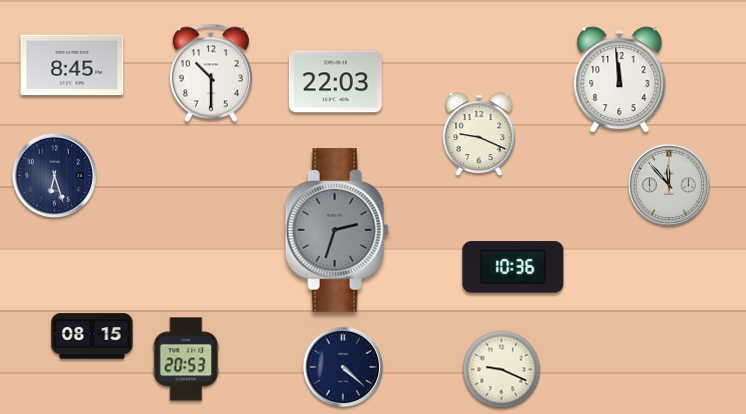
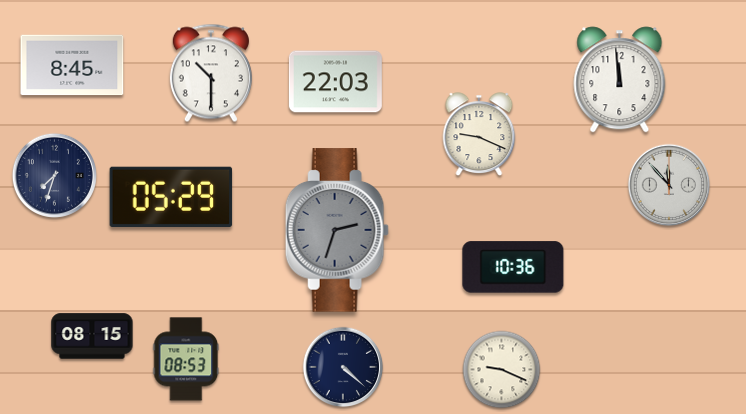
clock at (54, 175): 6:27 -> 7:33
clock at (171, 196): none -> 05:29
clock at (186, 359): 20:53 -> 08:53
